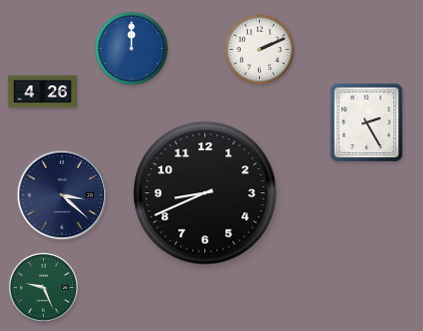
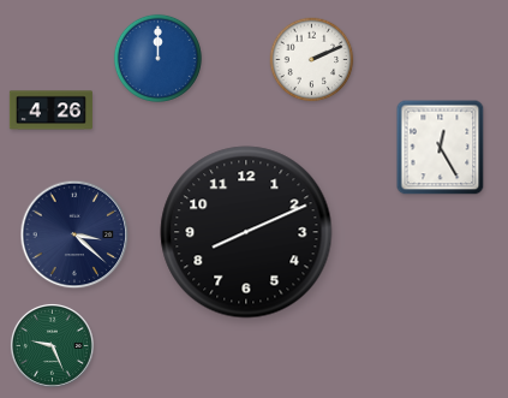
clock at (367, 123): 2:25 -> 12:25
clock at (205, 193): 8:41 -> 8:11
